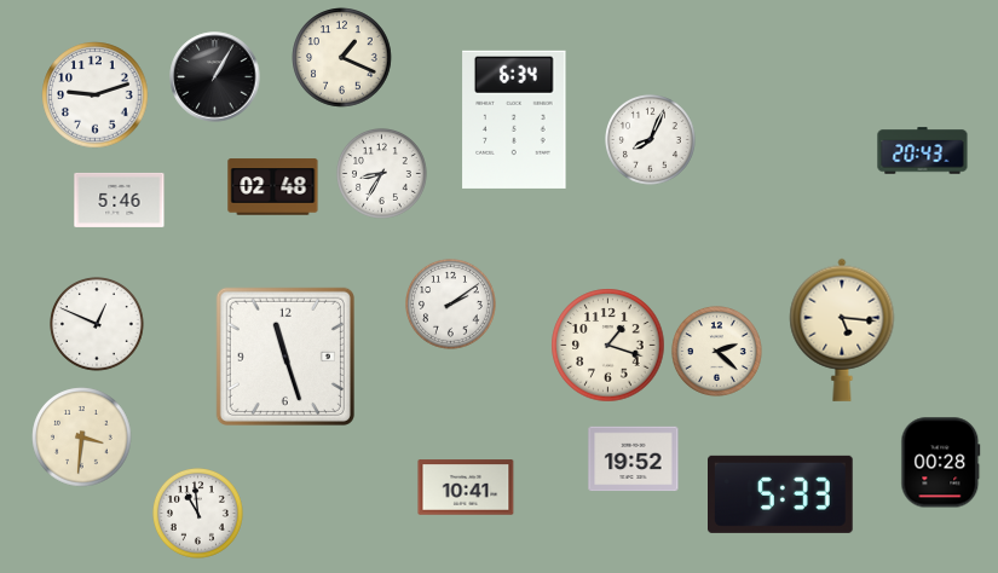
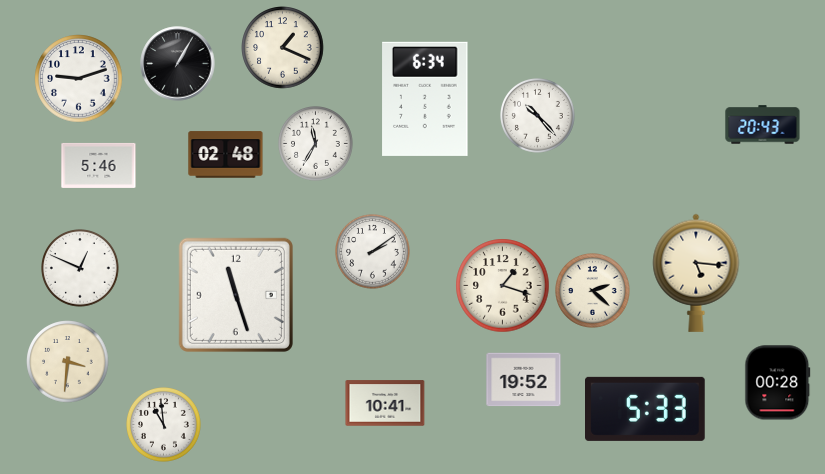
clock at (651, 140): 8:04 -> 10:23
clock at (382, 174): 8:35 -> 11:35
